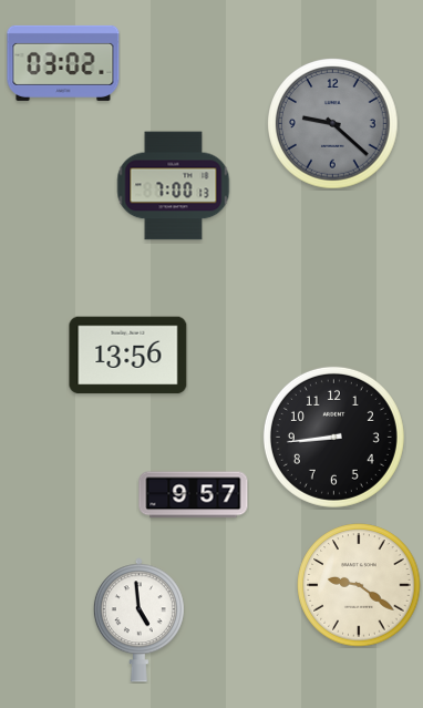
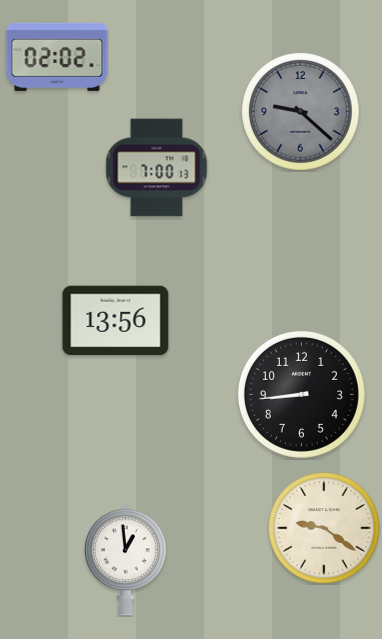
clock at (63, 63): 03:02 -> 02:02
clock at (194, 495): 9:57 -> none
clock at (138, 620): 4:59 -> 12:59
